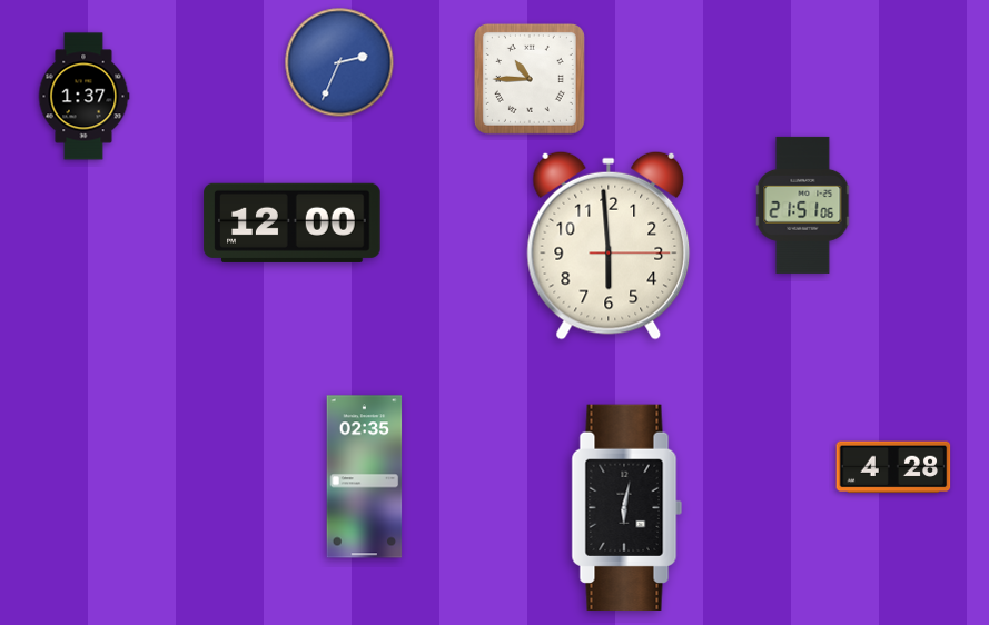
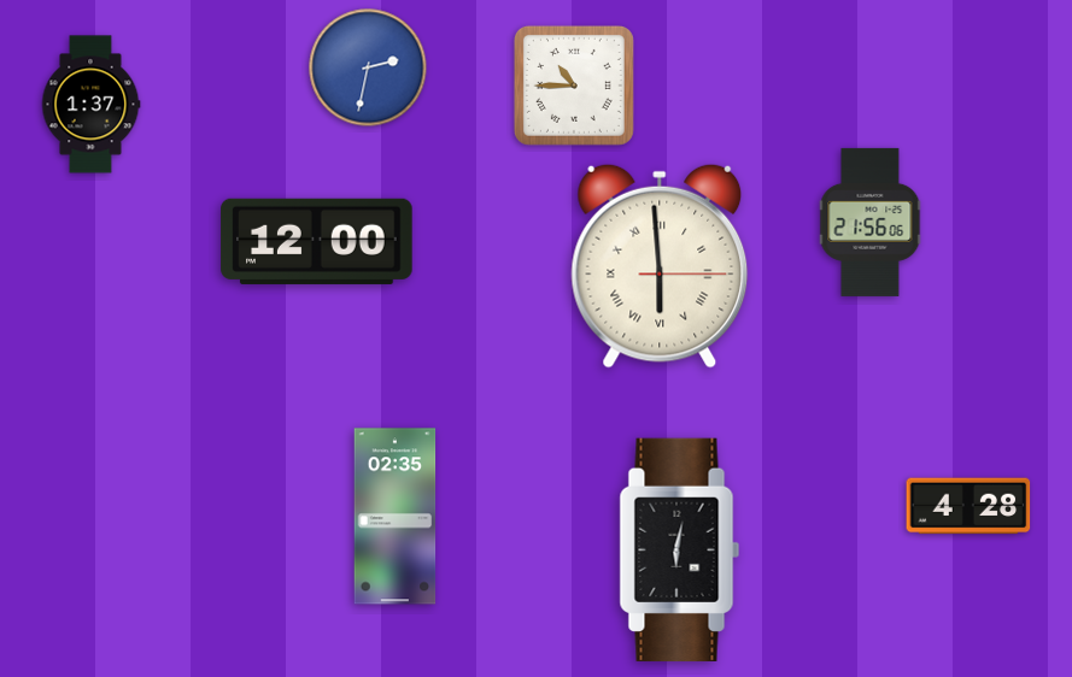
clock at (339, 62): 2:34 -> 2:32
clock at (803, 205): 21:51 -> 21:56
clock at (609, 246) numerals: Arabic -> Roman
